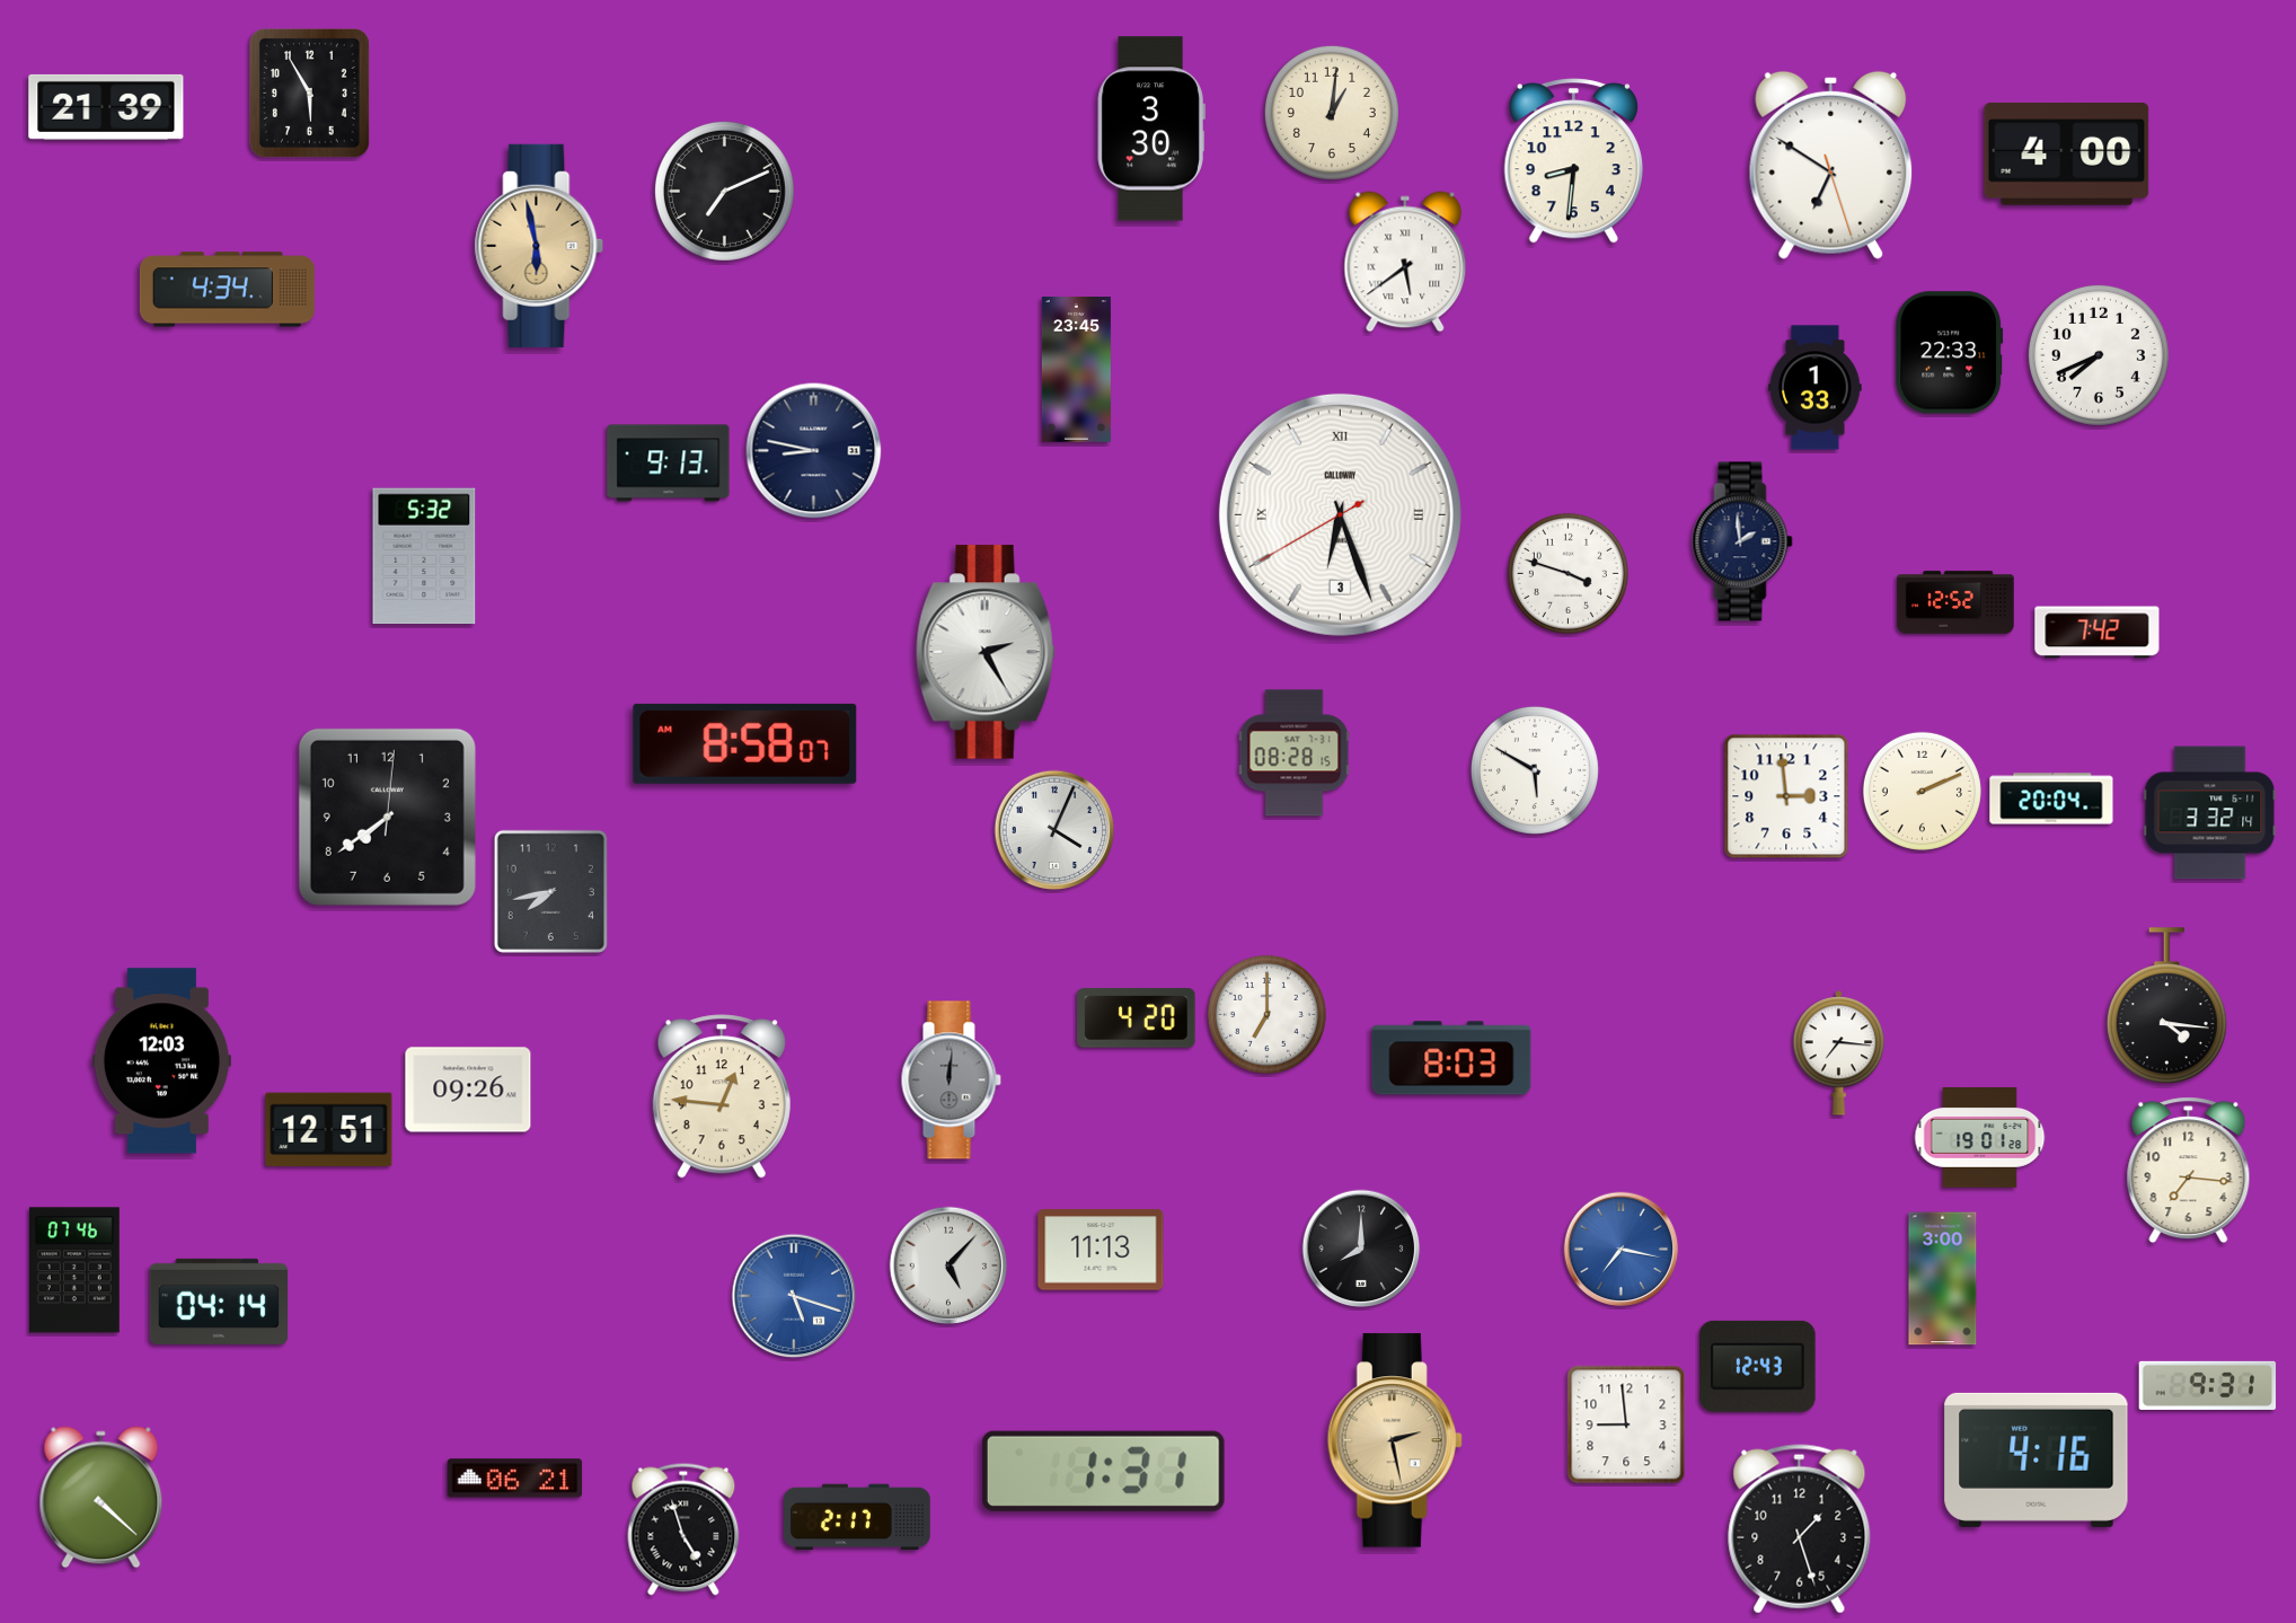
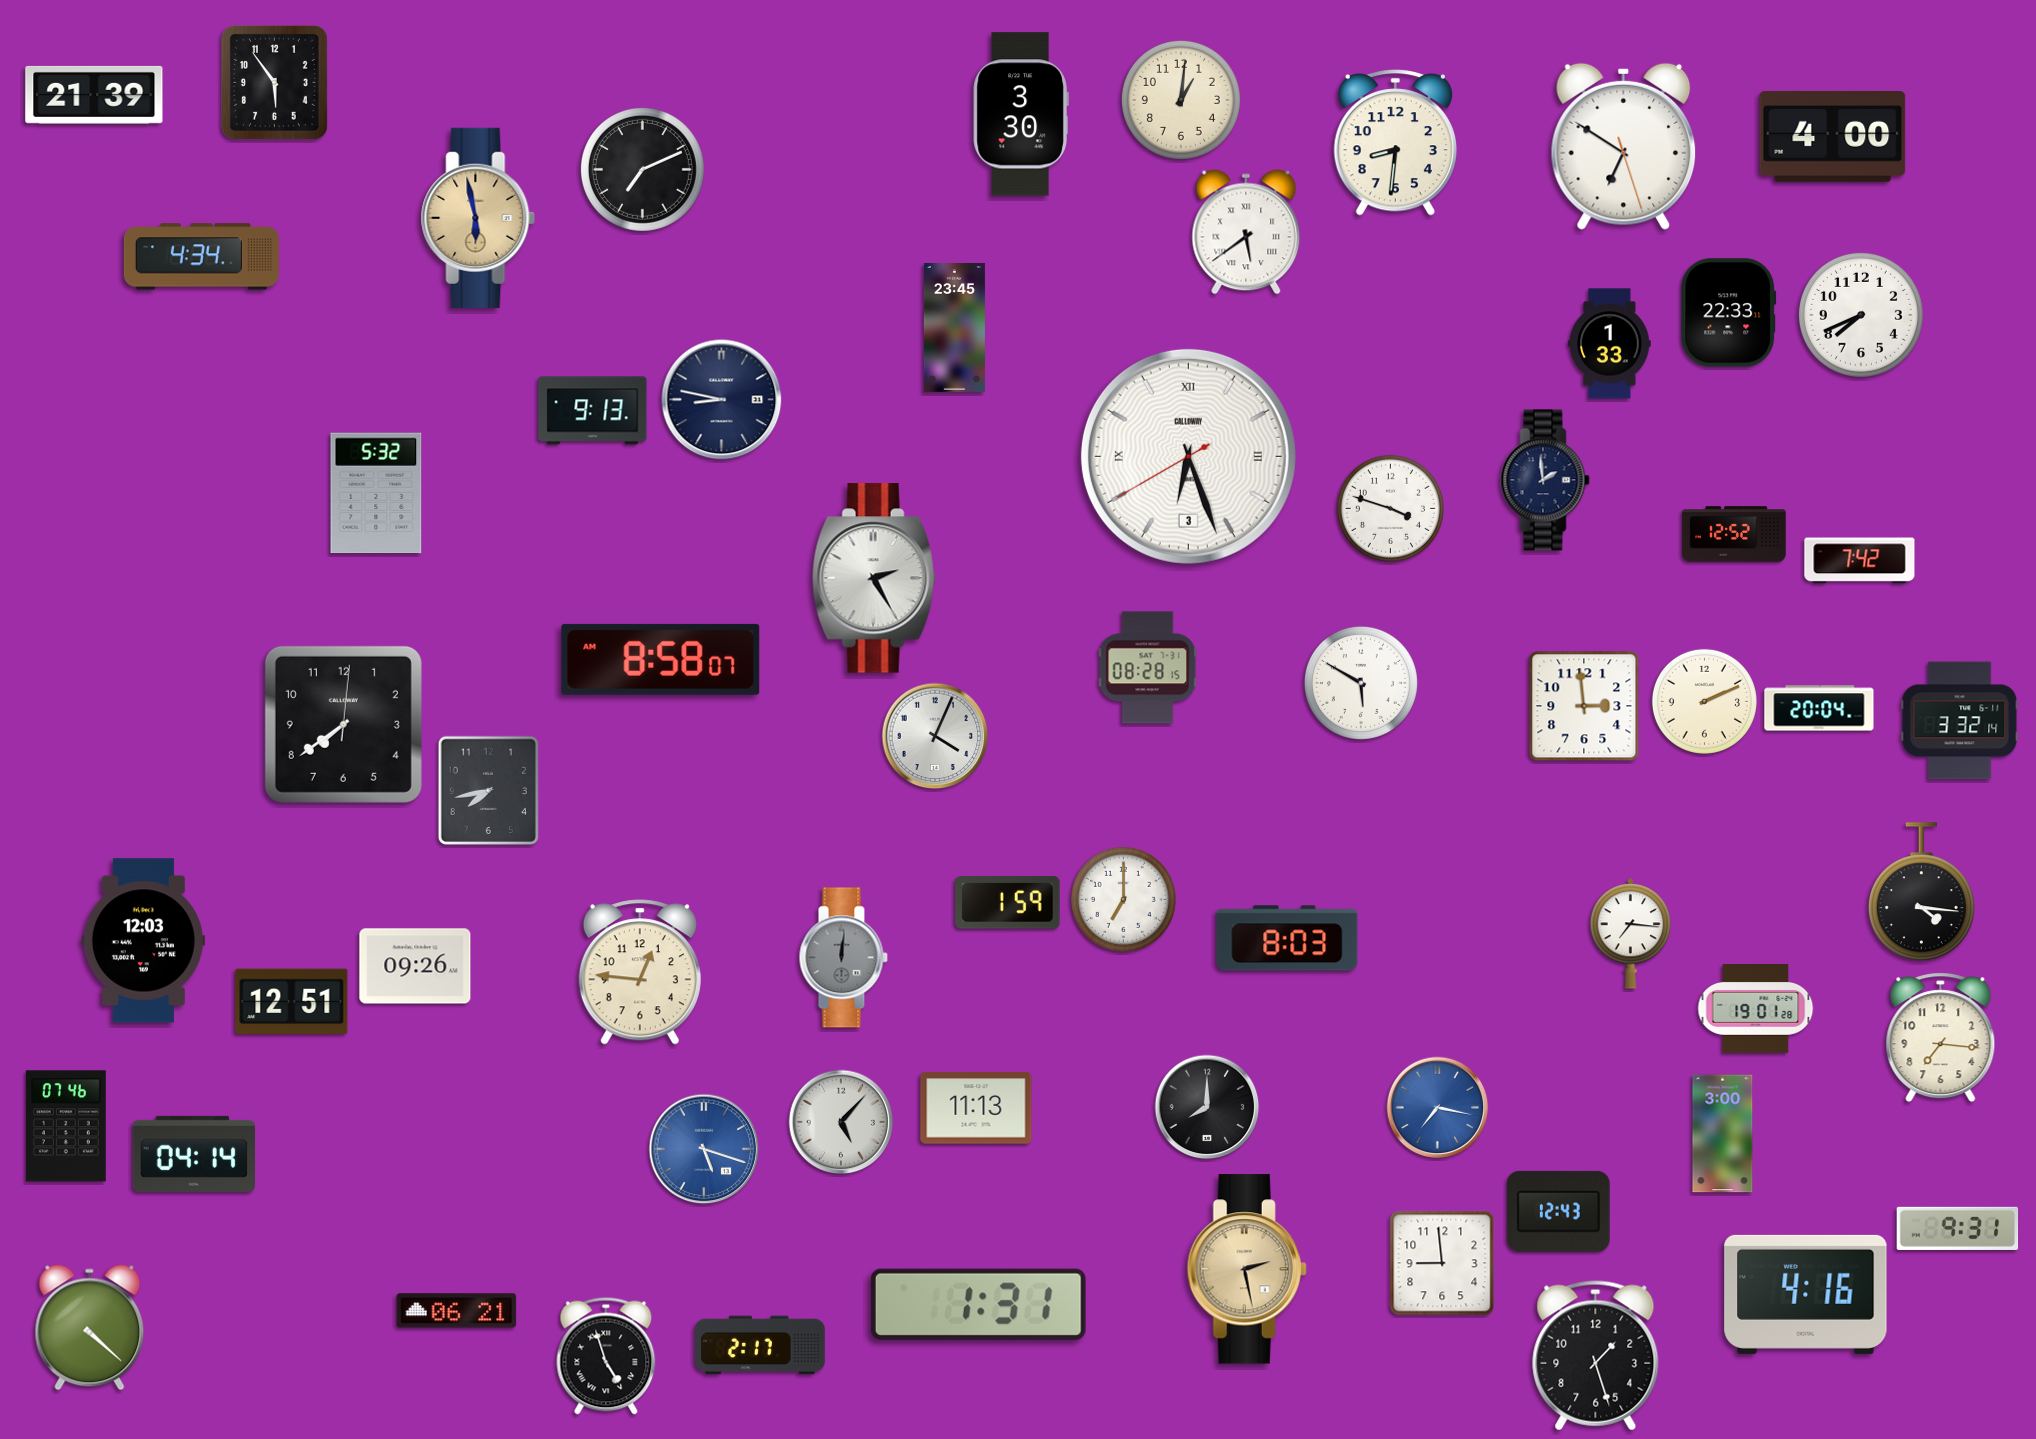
clock at (309, 92): 5:55 -> 5:54
clock at (1137, 1018): 4:20 -> 1:59
clock at (1395, 1440) position: (1395, 1440) -> (1247, 1269)
